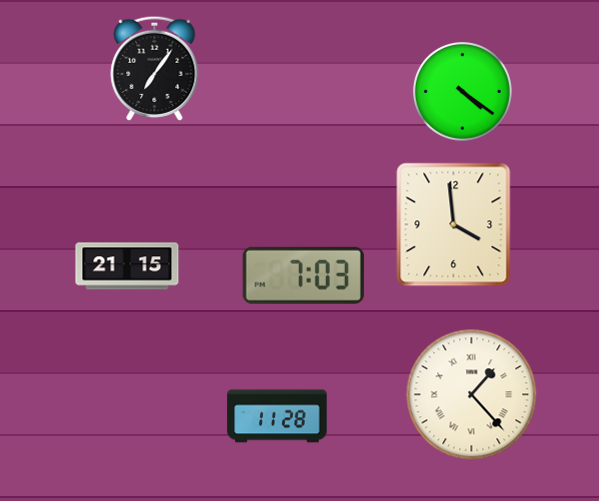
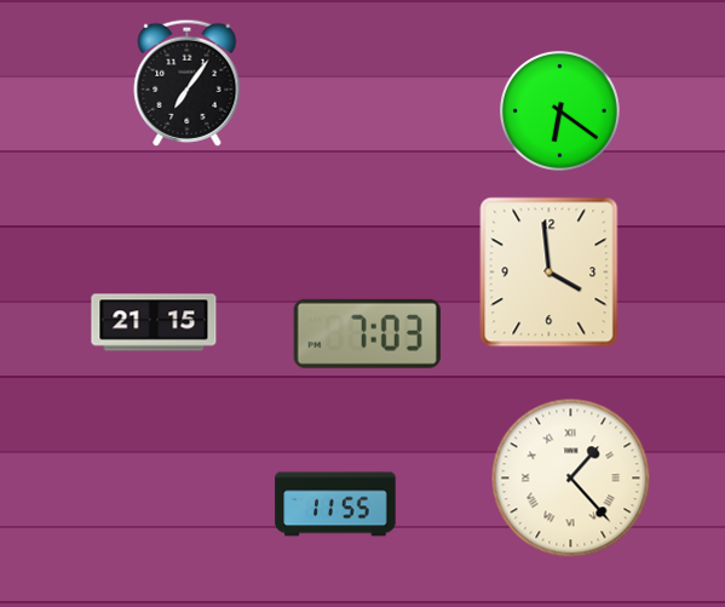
clock at (462, 91): 4:21 -> 6:21
clock at (277, 416): 11:28 -> 11:55
